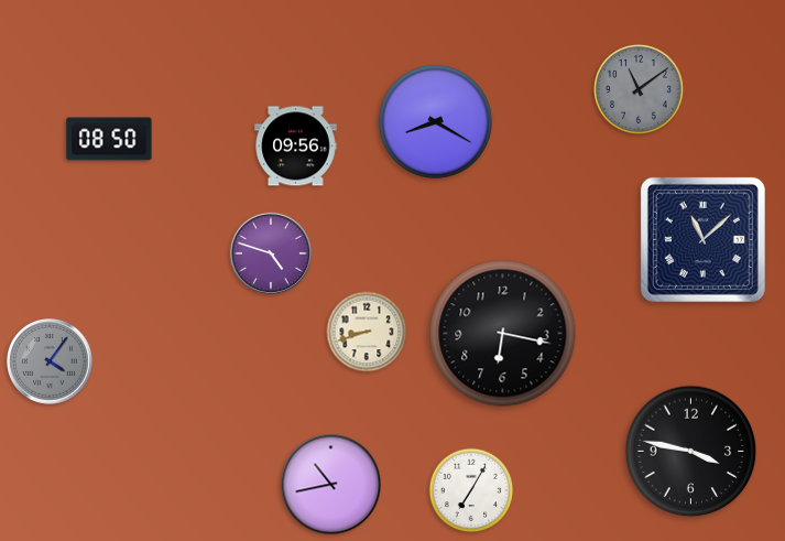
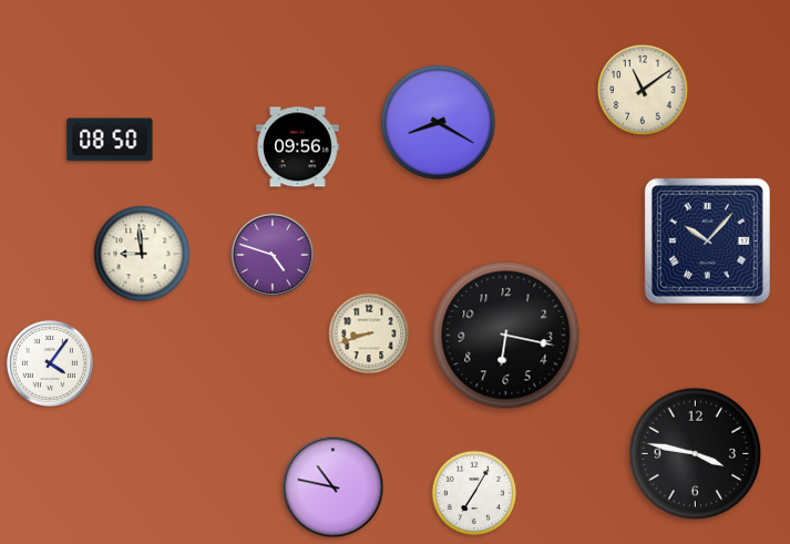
clock at (640, 90) dial: grey -> cream
clock at (702, 239): 11:08 -> 10:07
clock at (142, 254): none -> 8:59
clock at (50, 361) dial: grey -> white
clock at (331, 485): 10:43 -> 10:47
